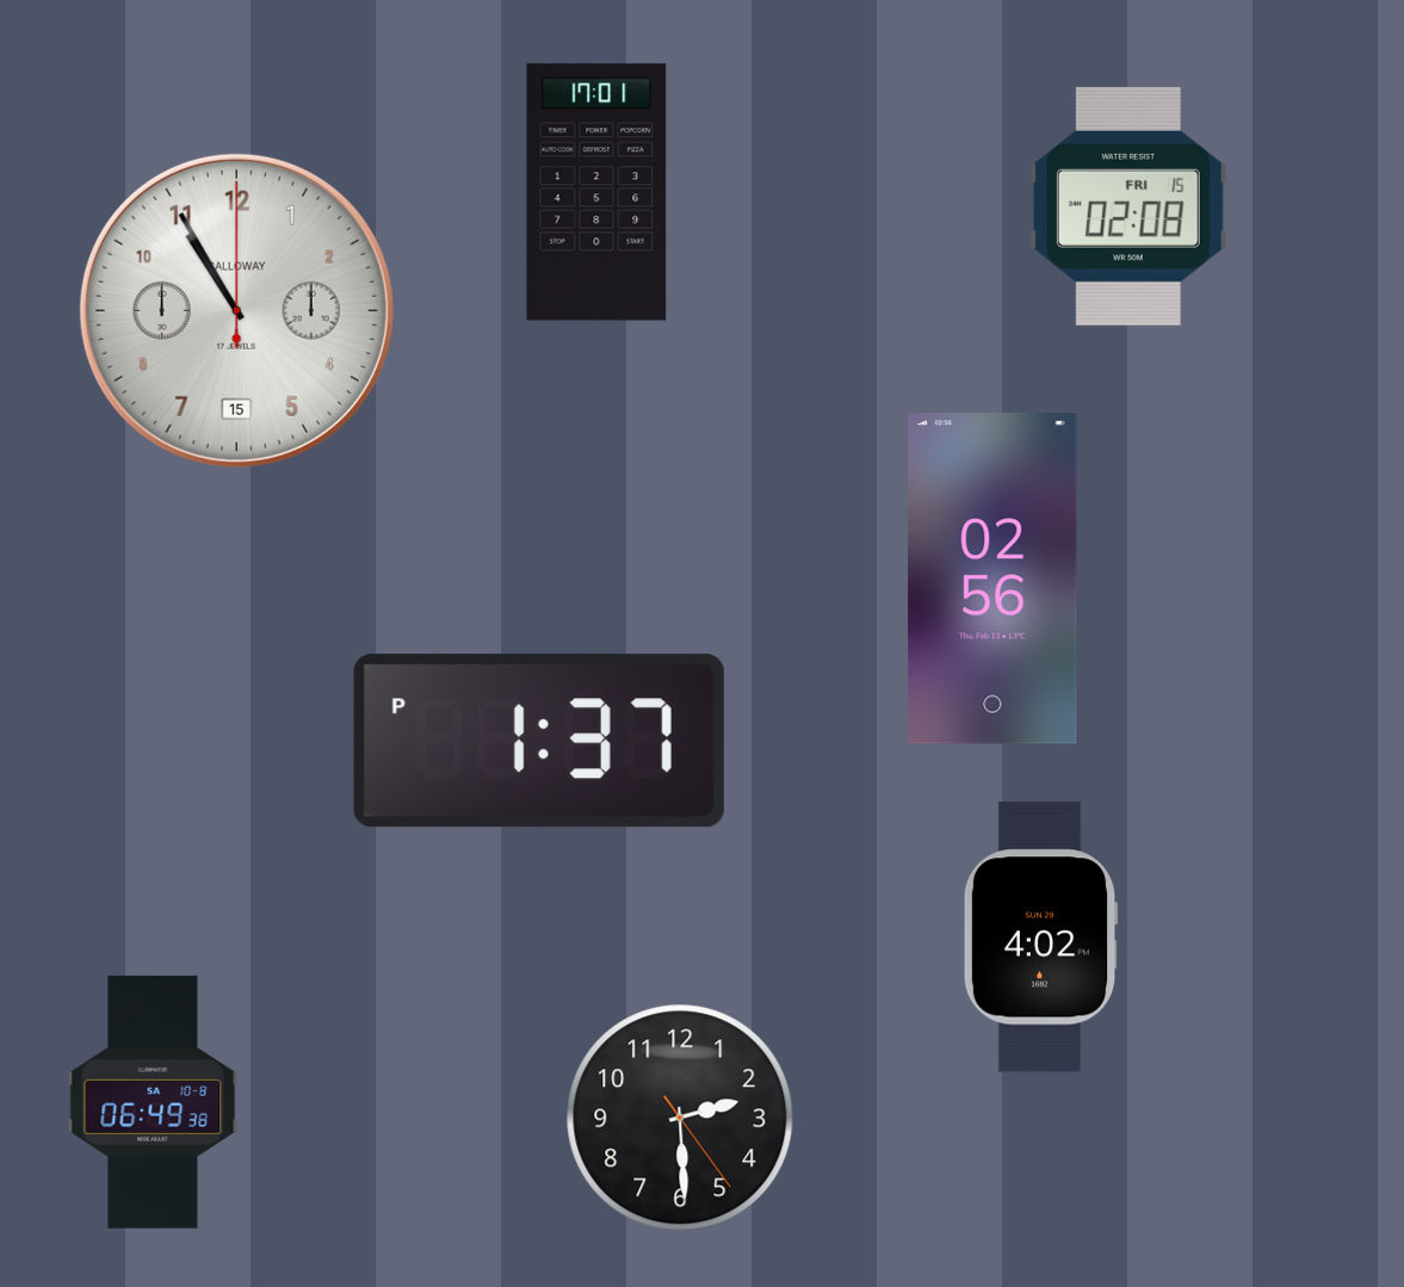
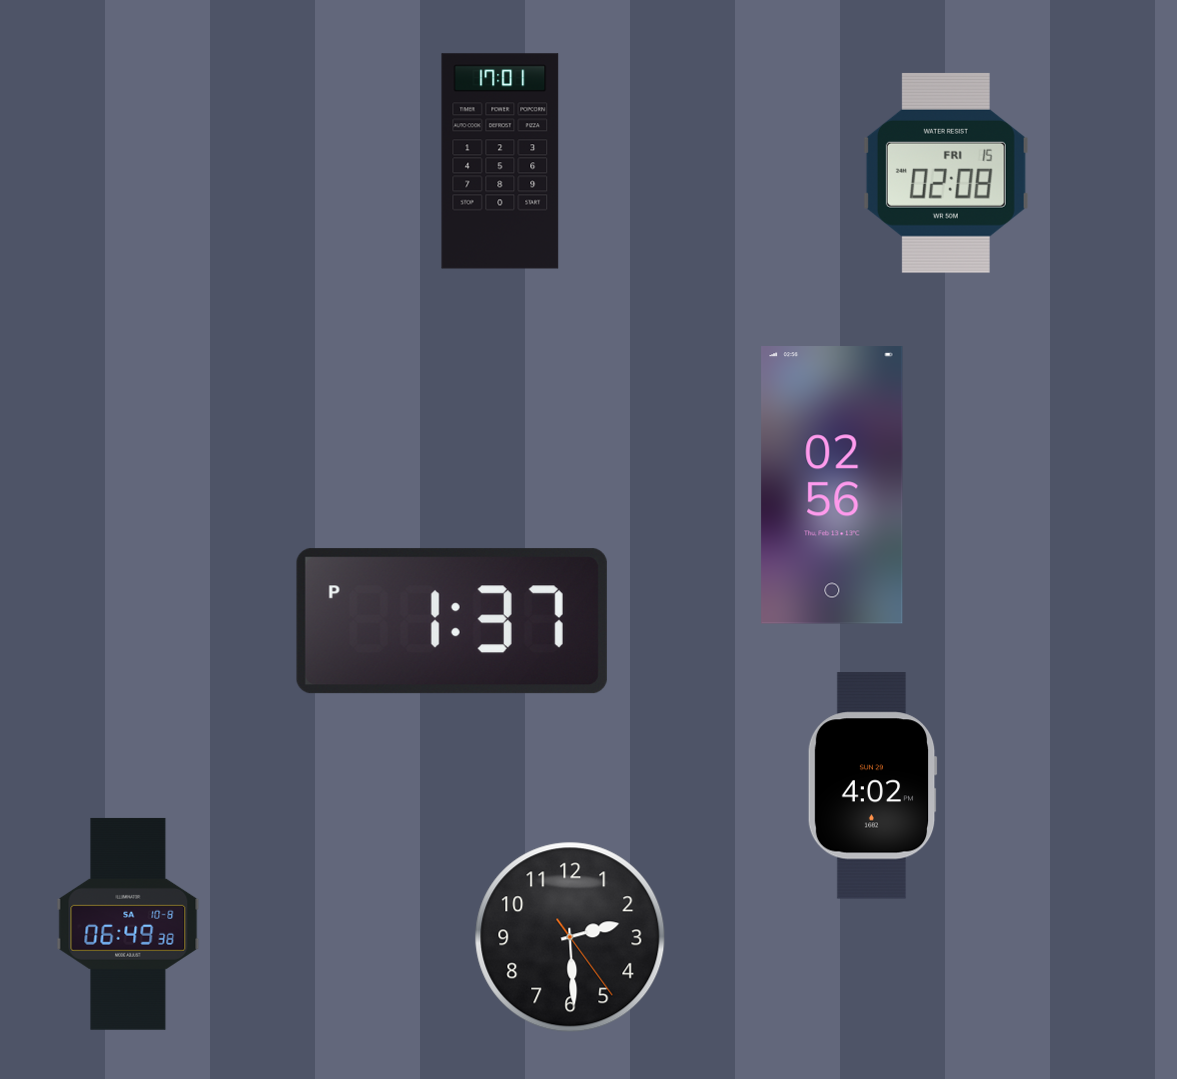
clock at (236, 310): 10:55 -> none
